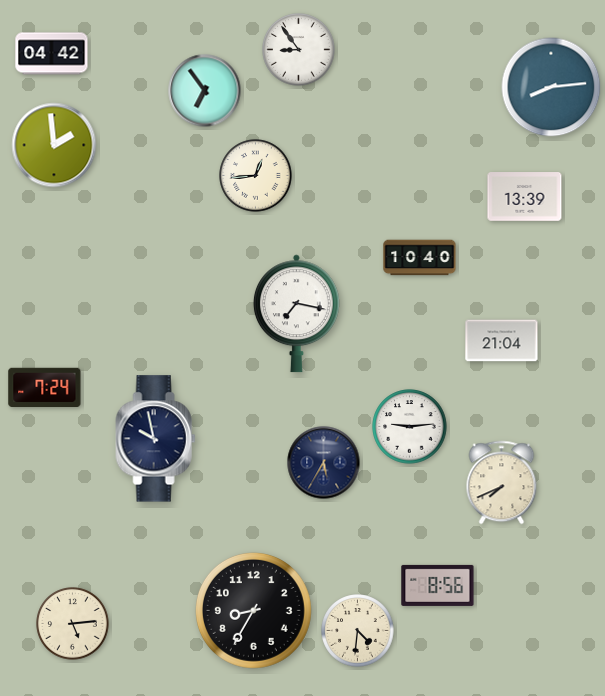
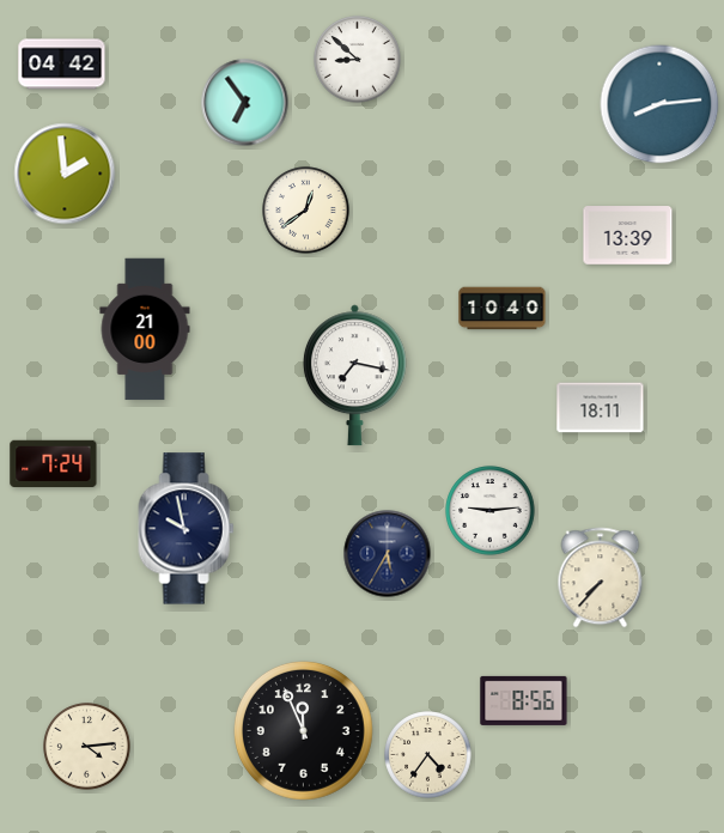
clock at (299, 50): 8:54 -> 8:52
clock at (205, 91) position: (205, 91) -> (245, 103)
clock at (256, 176): 12:44 -> 12:39
clock at (145, 329): none -> 21:00
clock at (502, 341): 21:04 -> 18:11
clock at (156, 439) position: (156, 439) -> (187, 529)
clock at (502, 483): 7:41 -> 7:37
clock at (253, 610): 8:35 -> 11:56
clock at (73, 624): 5:14 -> 4:14
clock at (358, 631): 4:31 -> 4:36
